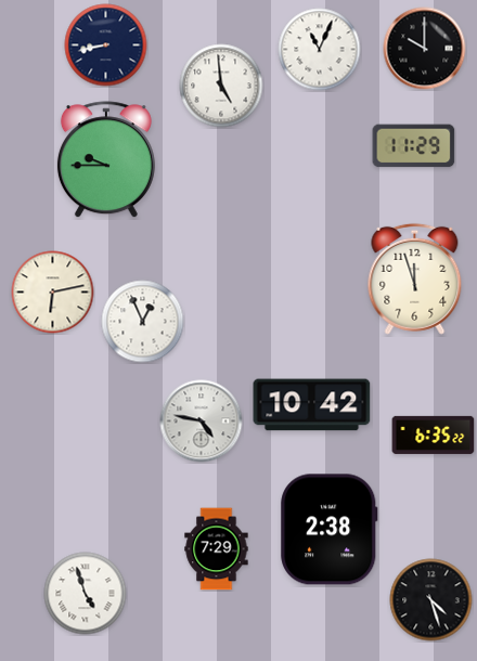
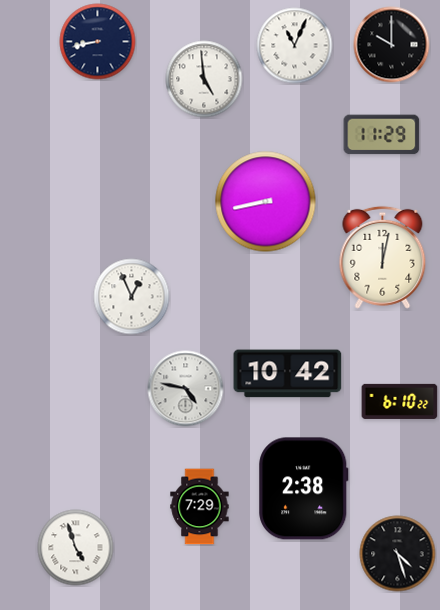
clock at (106, 160): 9:45 -> none
clock at (266, 202): none -> 8:43
clock at (415, 278): 11:57 -> 12:02
clock at (53, 293): 6:13 -> none
clock at (434, 435): 6:35 -> 6:10
clock at (86, 594) position: (86, 594) -> (76, 548)
